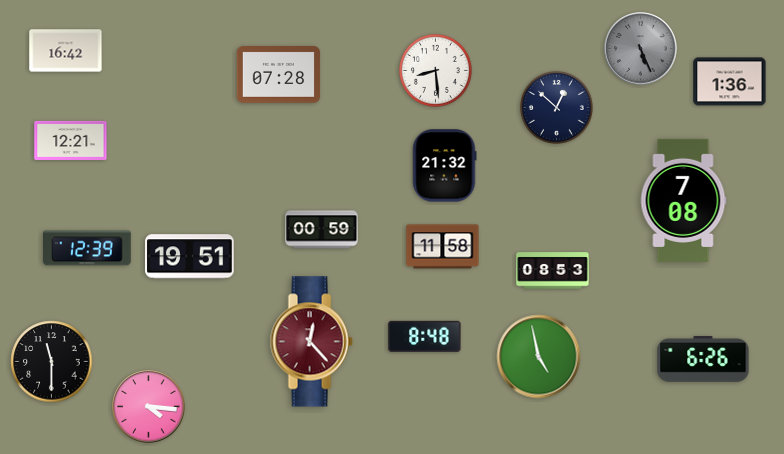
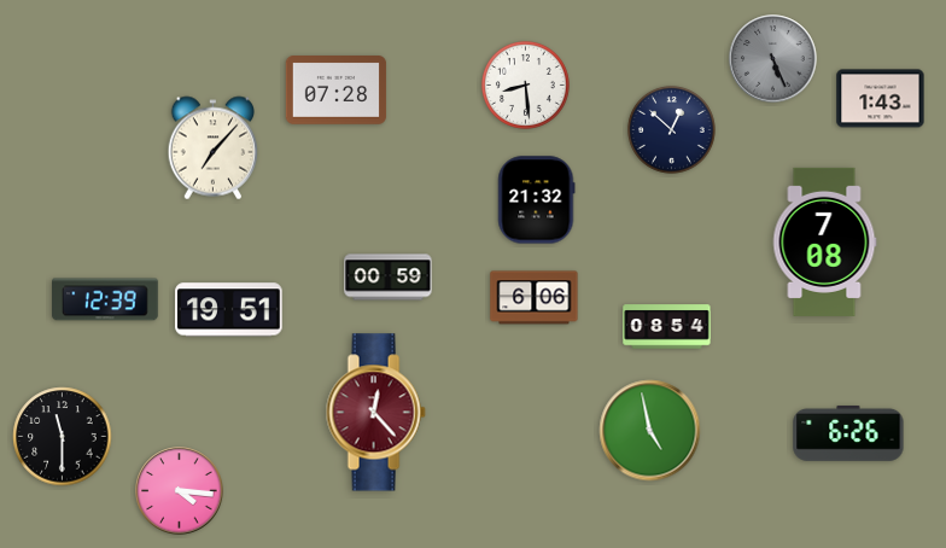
clock at (66, 51): 16:42 -> none
clock at (730, 82): 1:36 -> 1:43
clock at (214, 148): none -> 7:07
clock at (71, 140): 12:21 -> none
clock at (443, 247): 11:58 -> 6:06
clock at (553, 271): 08:53 -> 08:54
clock at (425, 336): 8:48 -> none
